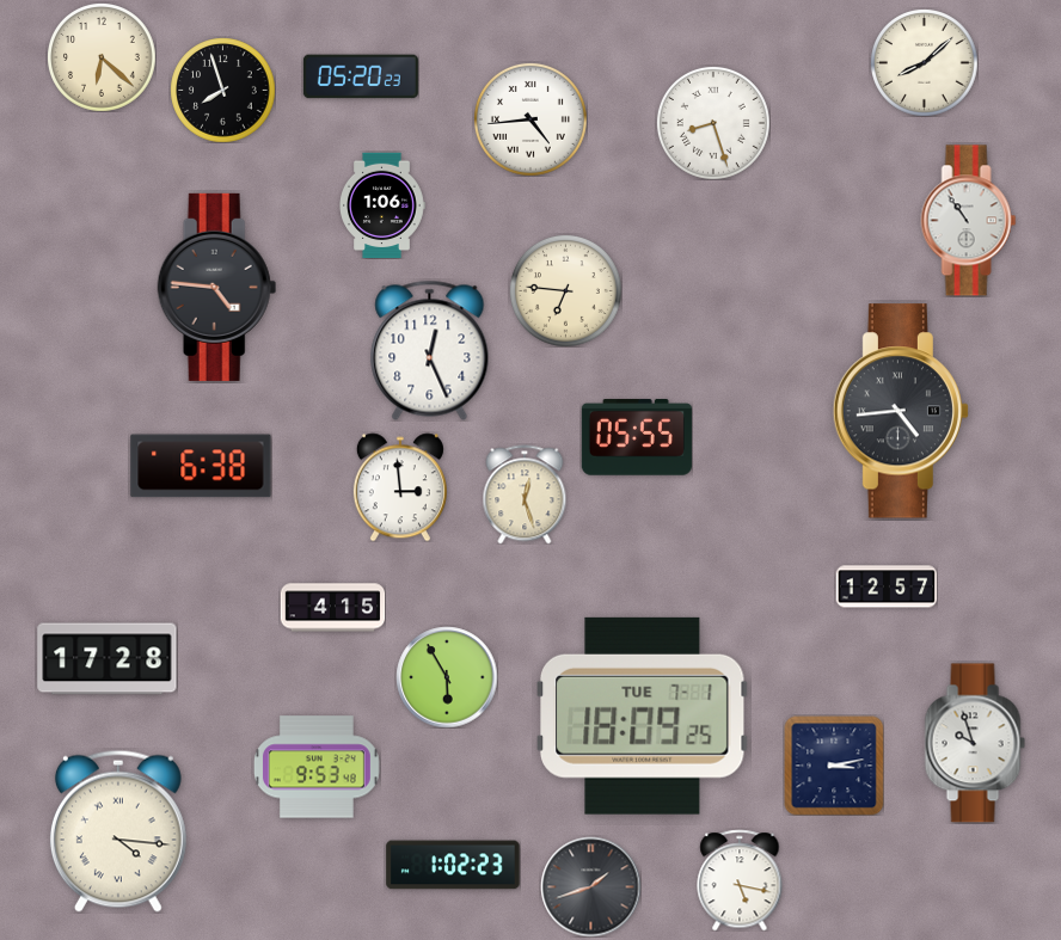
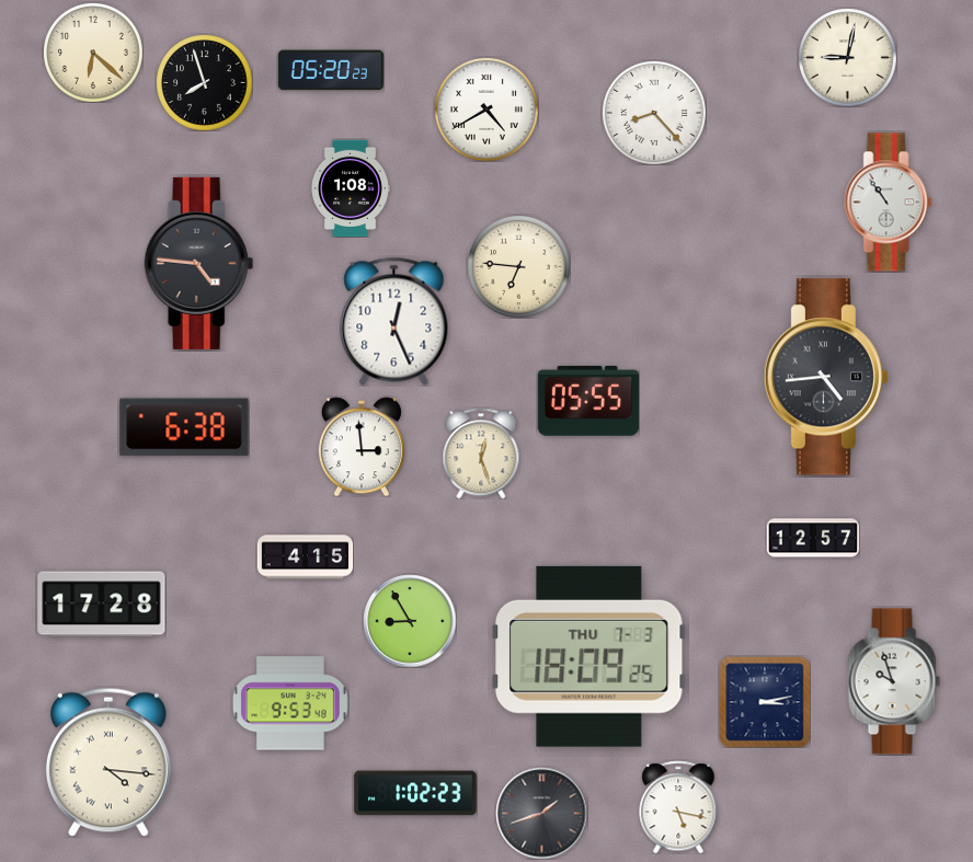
clock at (924, 62): 8:08 -> 9:02
clock at (530, 119): 4:44 -> 4:40
clock at (713, 123): 8:27 -> 8:23
clock at (382, 205): 1:06 -> 1:08
clock at (637, 438) position: (637, 438) -> (588, 402)
clock at (400, 487) position: (400, 487) -> (362, 447)
clock at (108, 659) position: (108, 659) -> (102, 605)
clock at (447, 677): 5:55 -> 8:55
clock at (643, 715) date: TUE 7-1 -> THU 7-3
